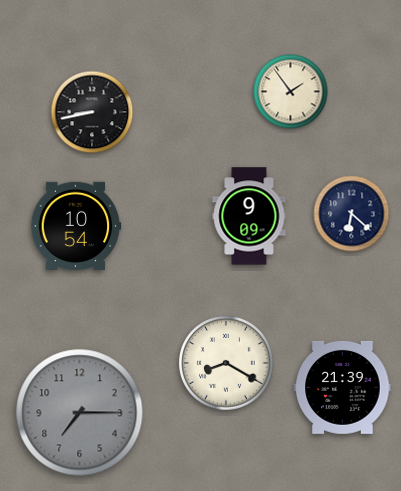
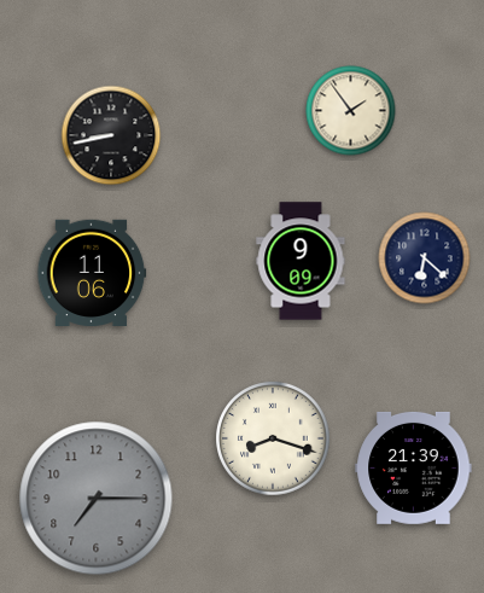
clock at (76, 225): 10:54 -> 11:06
clock at (226, 363): 8:20 -> 8:18
